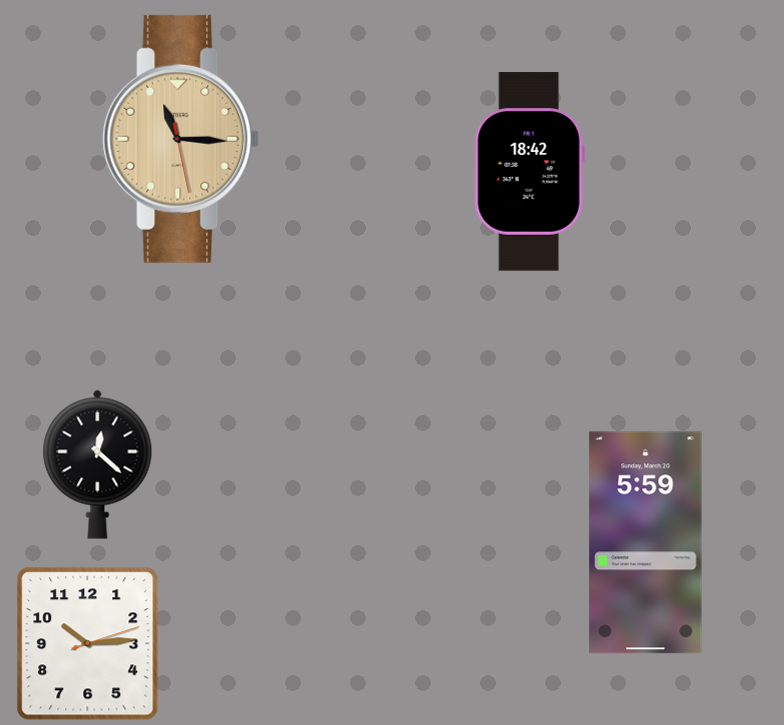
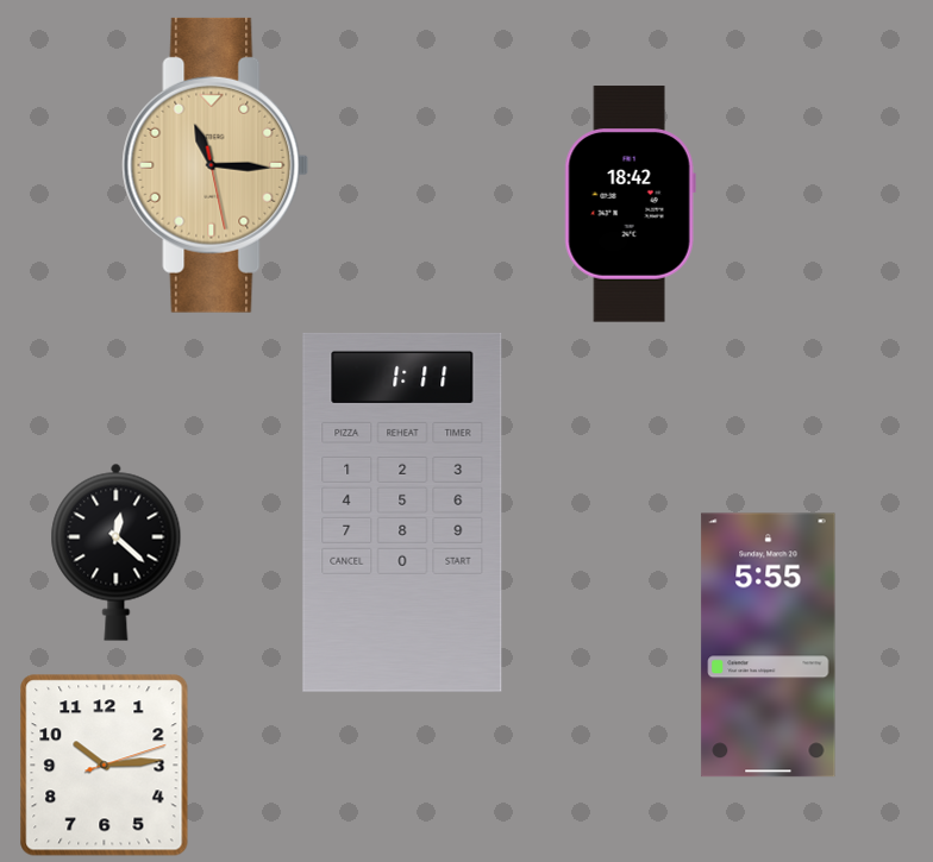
clock at (402, 512): none -> 1:11
clock at (646, 543): 5:59 -> 5:55
